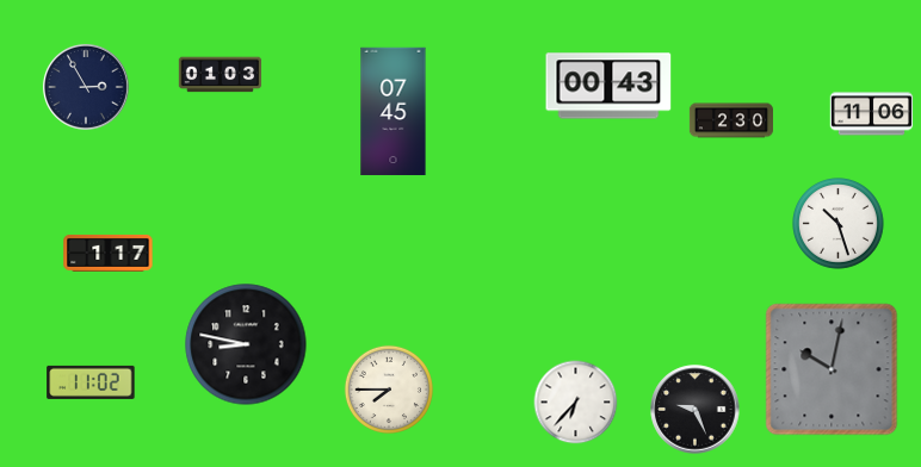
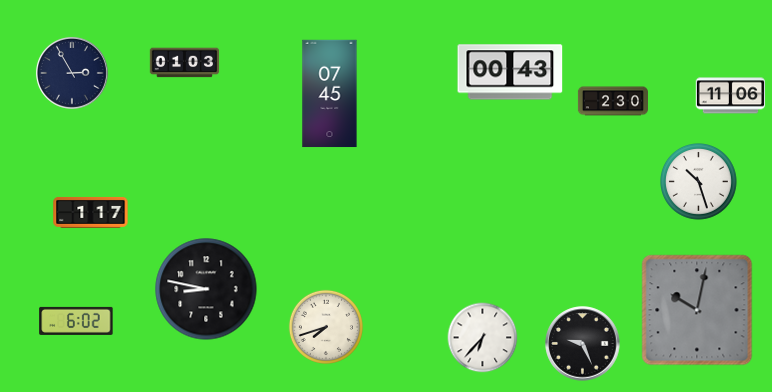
clock at (839, 224) position: (839, 224) -> (699, 182)
clock at (91, 382): 11:02 -> 6:02
clock at (389, 390): 7:45 -> 7:42
